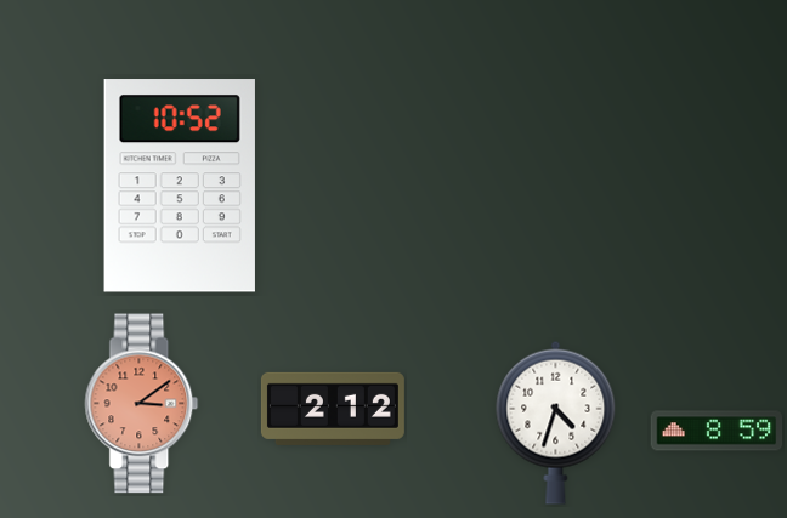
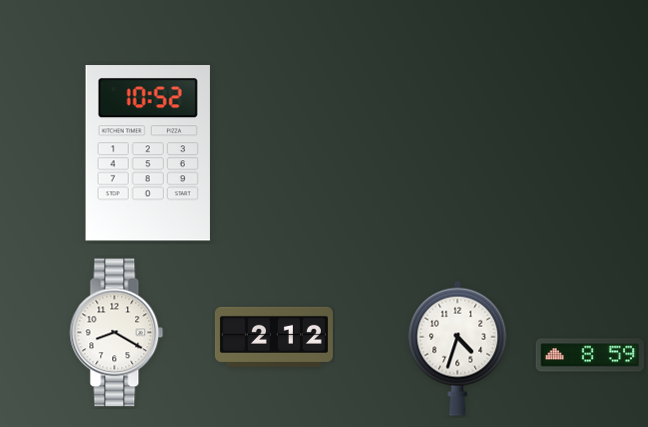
clock at (142, 404): 3:09 -> 8:20
clock at (142, 404) dial: salmon -> white
